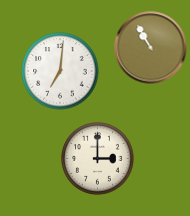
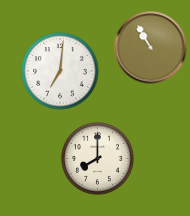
clock at (98, 159): 3:00 -> 8:00
